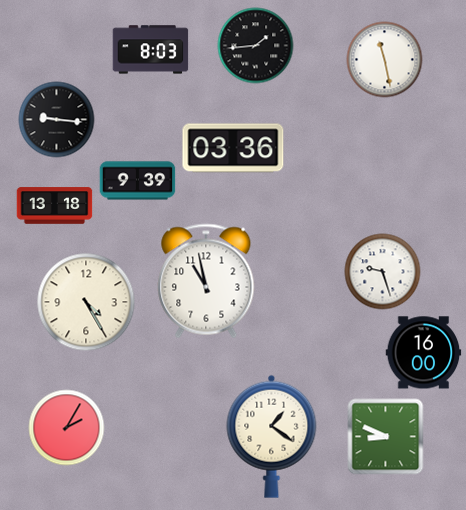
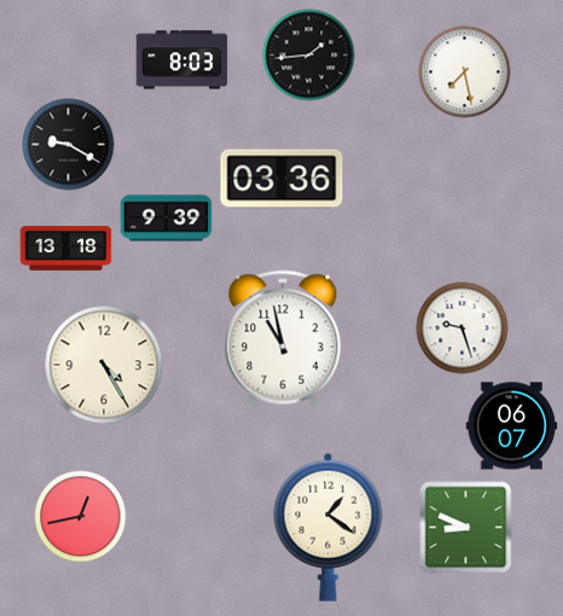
clock at (385, 60): 11:28 -> 7:28
clock at (57, 120): 9:16 -> 9:20
clock at (206, 281) position: (206, 281) -> (283, 339)
clock at (424, 353): 16:00 -> 06:07
clock at (67, 428): 2:05 -> 12:43
